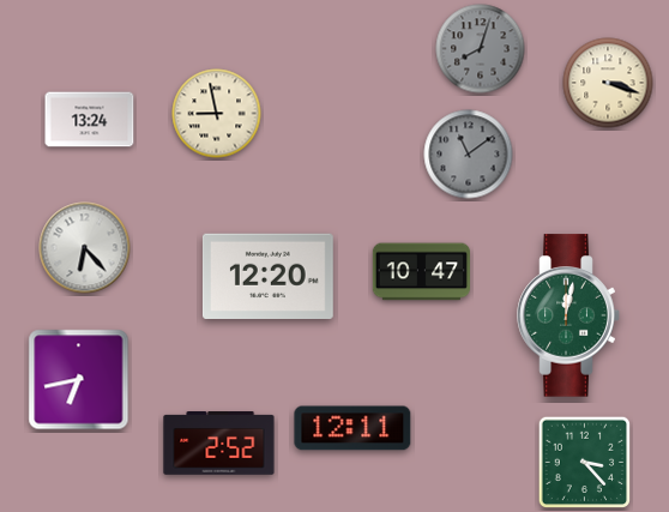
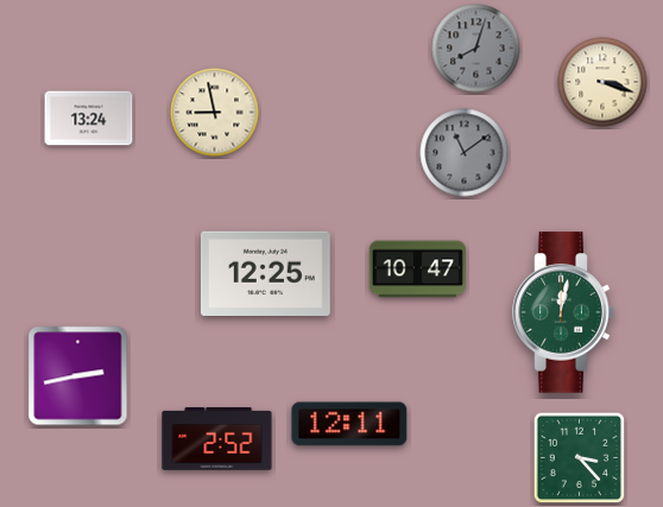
clock at (85, 248): 6:23 -> none
clock at (267, 276): 12:20 -> 12:25
clock at (79, 380): 6:43 -> 2:43
